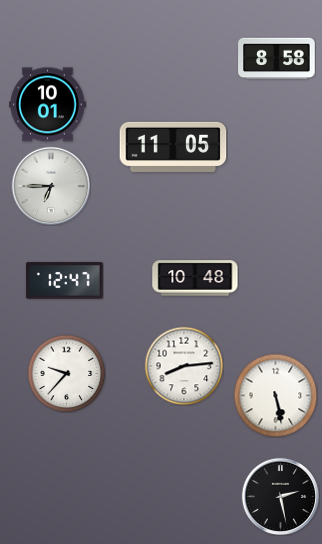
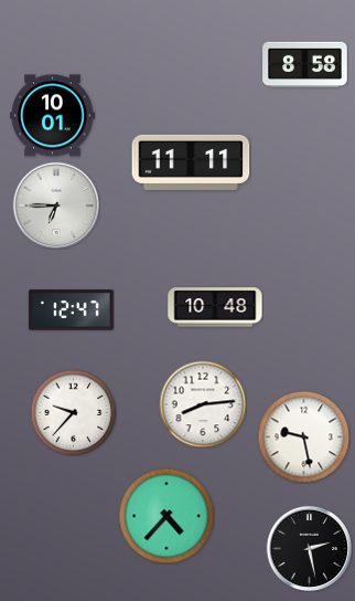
clock at (173, 147): 11:05 -> 11:11
clock at (275, 395): 5:28 -> 9:28
clock at (166, 516): none -> 4:37
